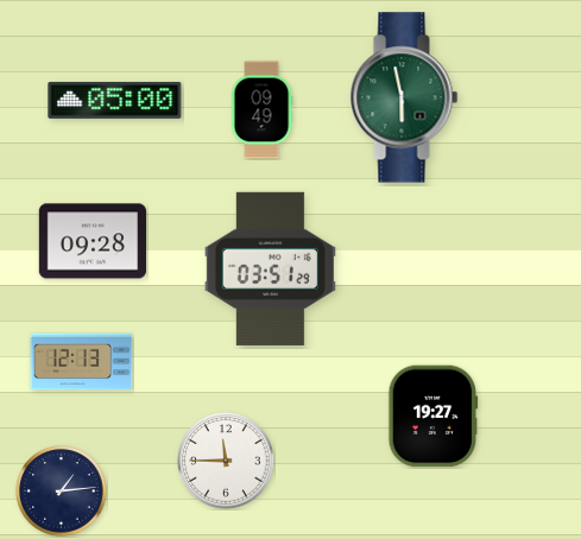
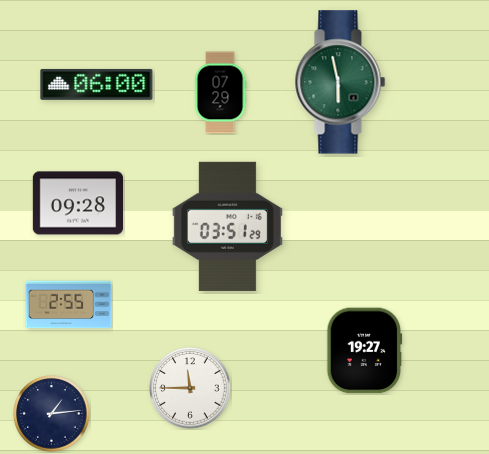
clock at (115, 100): 05:00 -> 06:00
clock at (261, 110): 09:49 -> 07:29
clock at (82, 362): 12:13 -> 2:55
